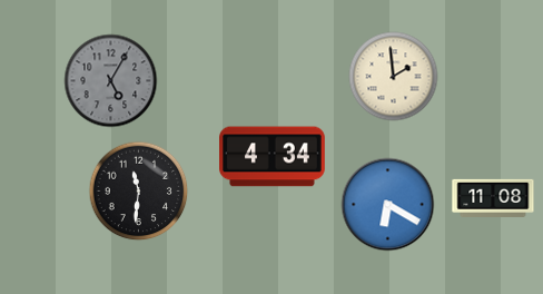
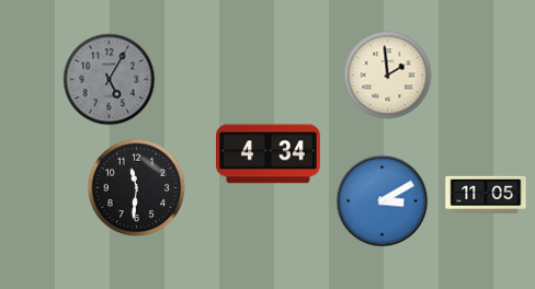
clock at (493, 198): 11:08 -> 11:05
clock at (388, 205): 6:20 -> 3:10
